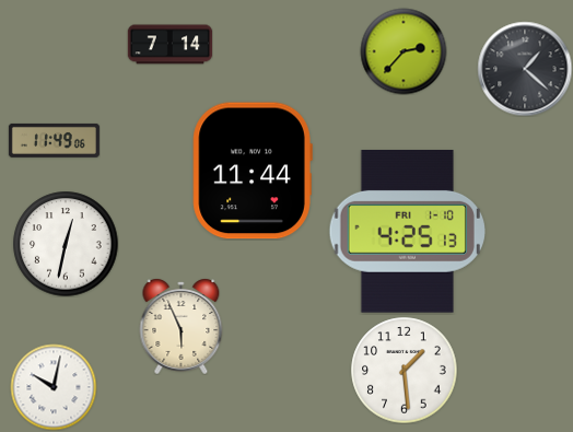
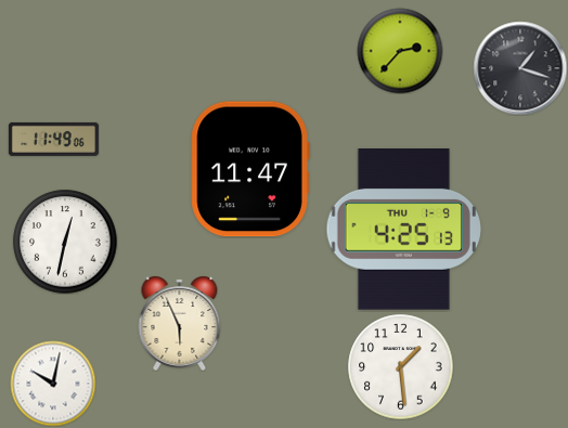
clock at (169, 45): 7:14 -> none
clock at (525, 69): 1:22 -> 1:18
clock at (253, 171): 11:44 -> 11:47
clock at (407, 232) date: FRI 1-10 -> THU 1-9
